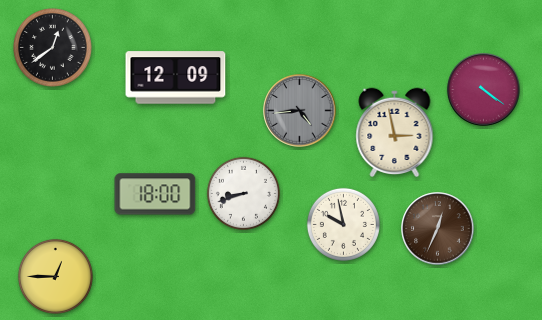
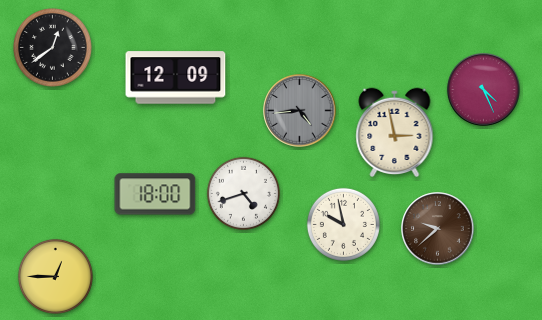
clock at (484, 90): 4:21 -> 4:26
clock at (243, 193): 8:42 -> 4:42
clock at (438, 229): 12:34 -> 9:38
